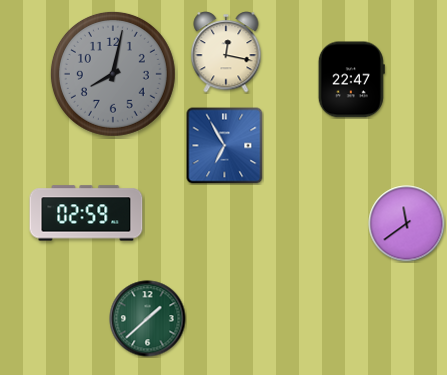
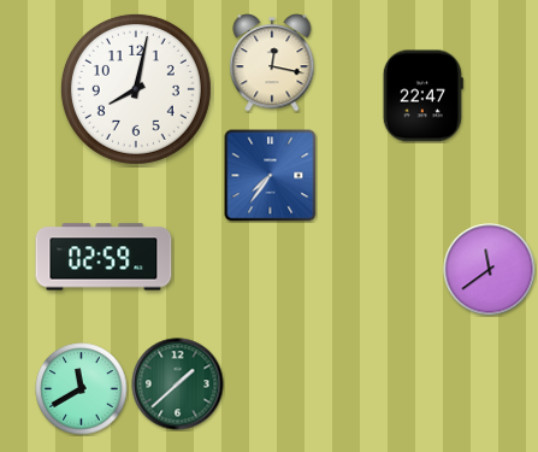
clock at (113, 74) dial: grey -> white
clock at (225, 146): 6:55 -> 7:36
clock at (82, 389): none -> 11:40
